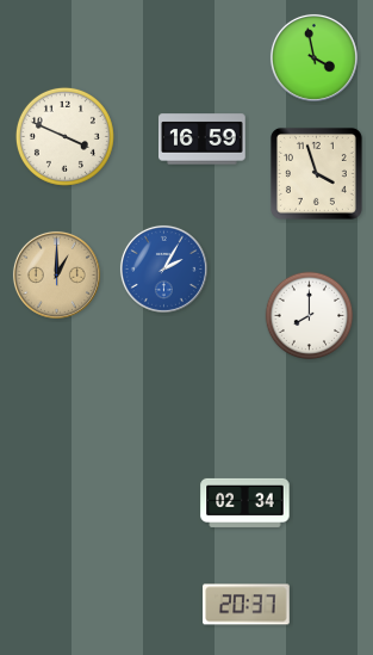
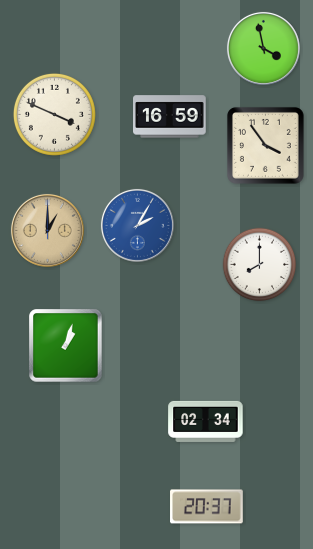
clock at (316, 173): 3:57 -> 3:54
clock at (66, 346): none -> 1:03
